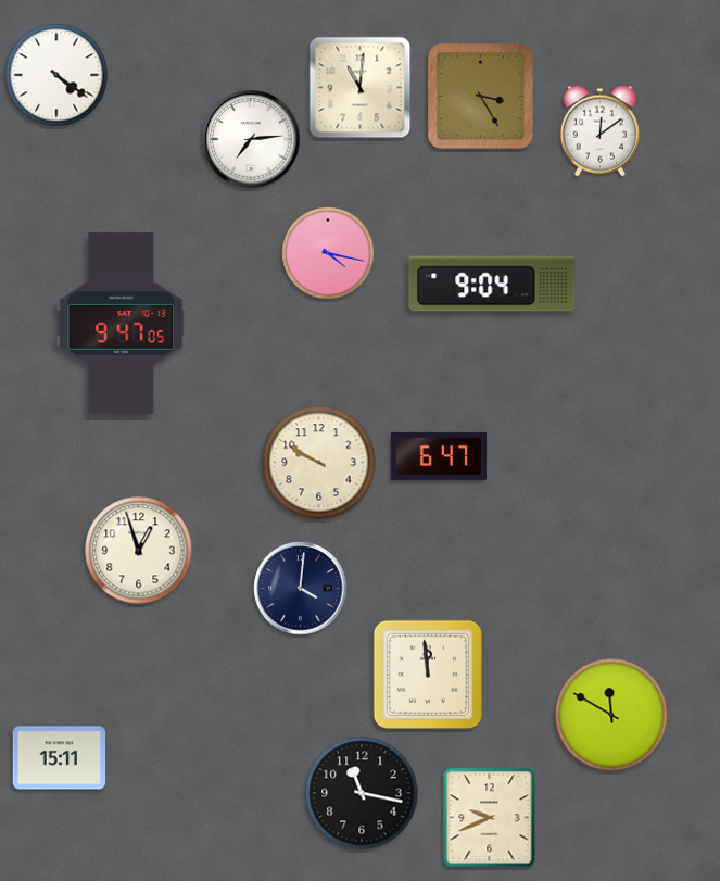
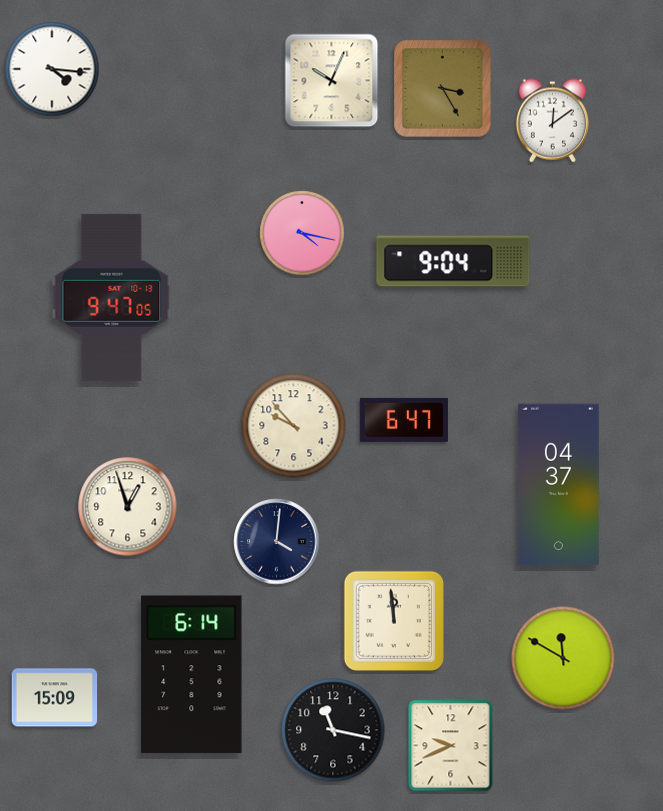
clock at (56, 75): 4:21 -> 4:16
clock at (361, 88): 11:01 -> 10:04
clock at (251, 139): 7:14 -> none
clock at (319, 463): 9:50 -> 9:53
clock at (558, 485): none -> 04:37
clock at (192, 675): none -> 6:14
clock at (60, 758): 15:11 -> 15:09
clock at (490, 818) position: (490, 818) -> (451, 746)
